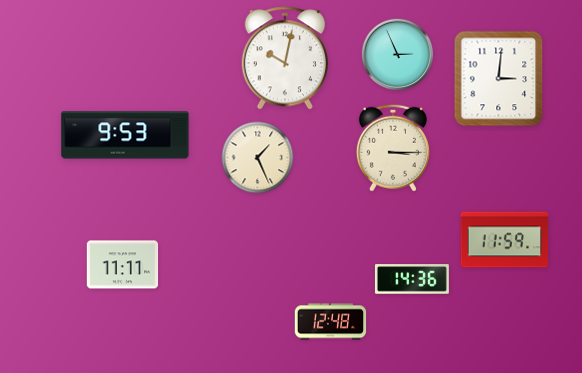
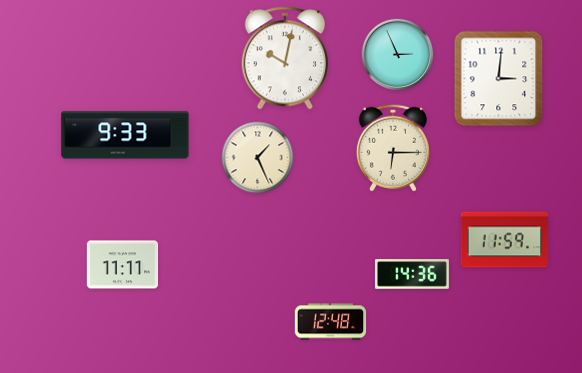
clock at (125, 135): 9:53 -> 9:33
clock at (393, 148): 3:15 -> 6:15
clock at (412, 279) position: (412, 279) -> (412, 274)
